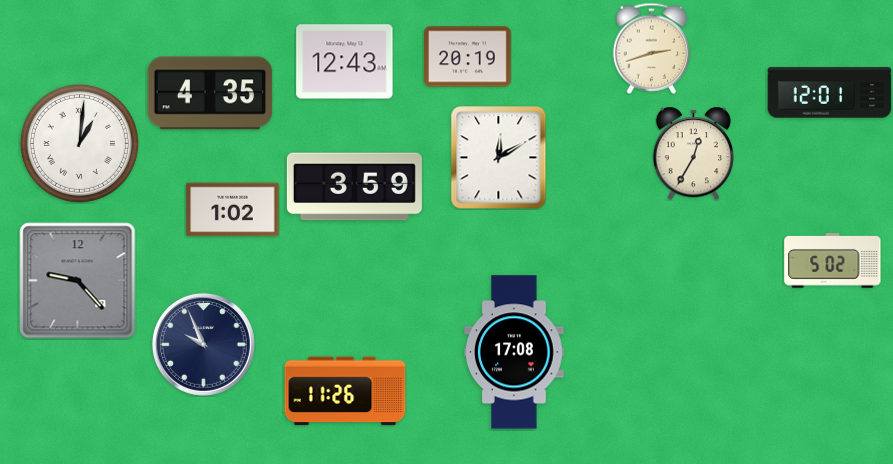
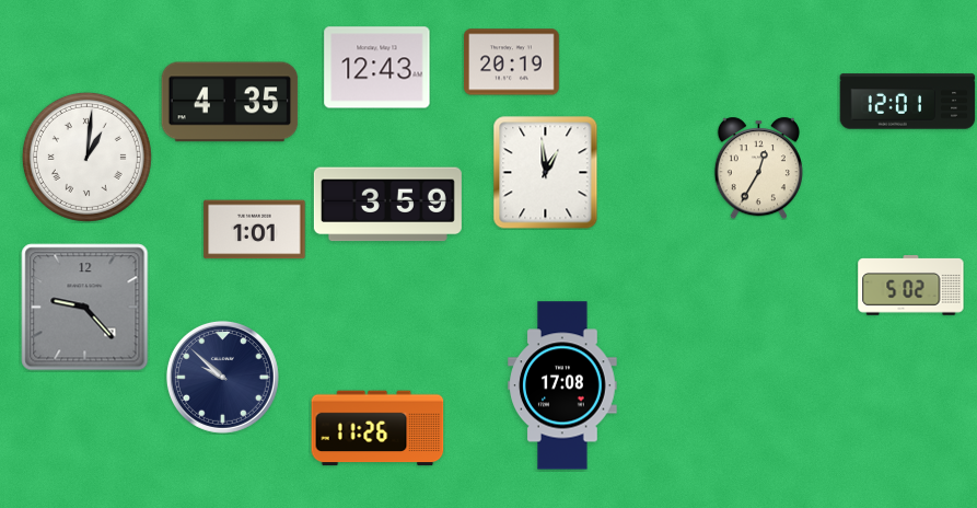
clock at (652, 48): 2:42 -> none
clock at (499, 158): 12:10 -> 12:59
clock at (233, 210): 1:02 -> 1:01
clock at (203, 344): 9:56 -> 9:52
